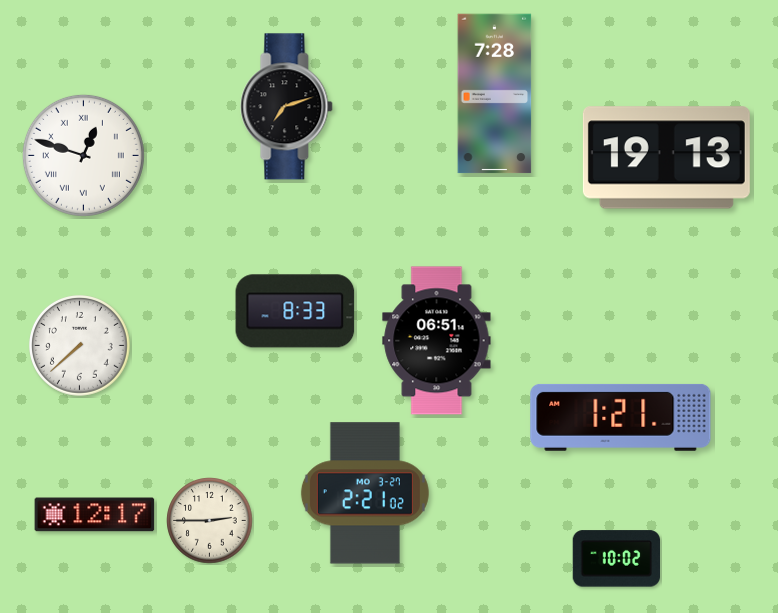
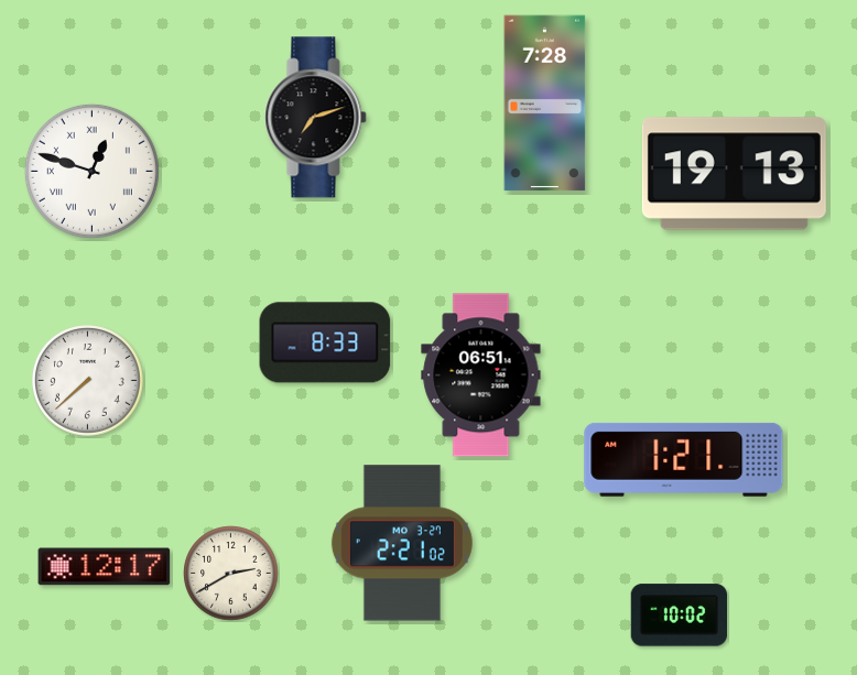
clock at (210, 521): 2:45 -> 2:40
